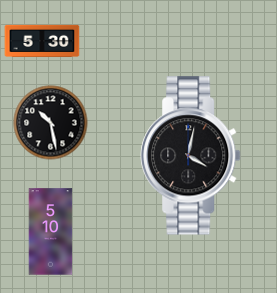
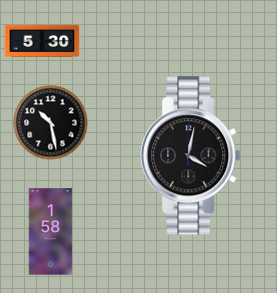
clock at (51, 232): 5:10 -> 1:58
